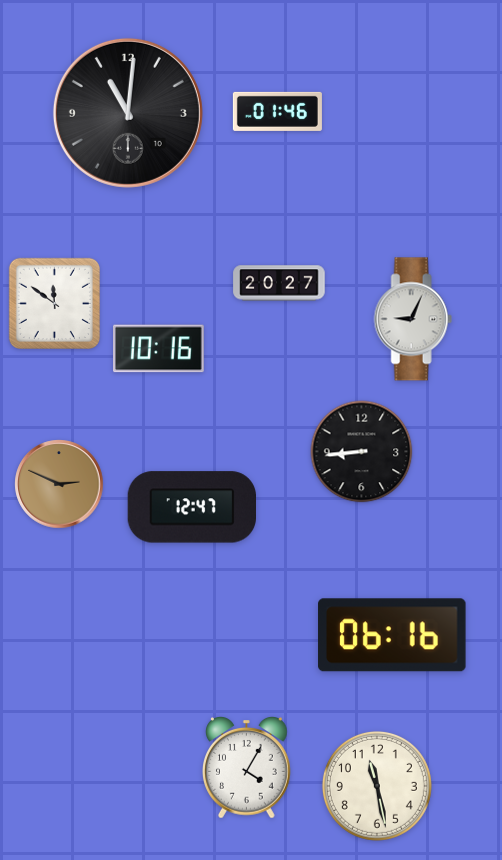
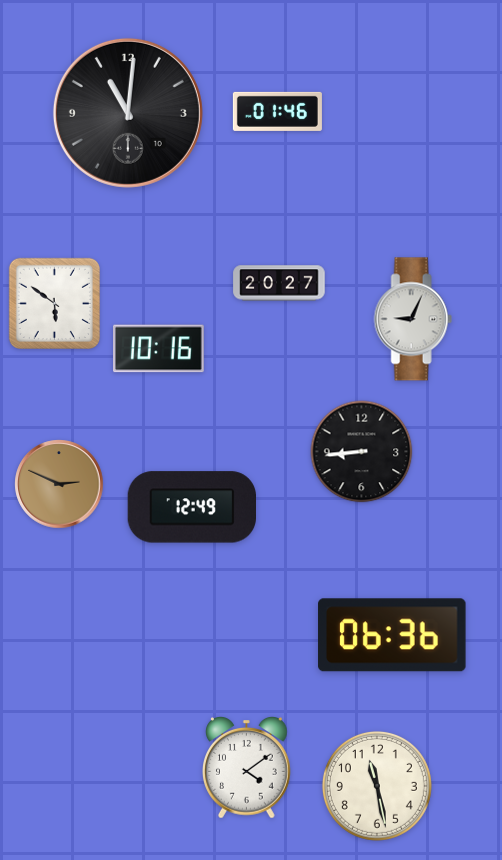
clock at (54, 303): 11:51 -> 5:51
clock at (191, 507): 12:47 -> 12:49
clock at (392, 635): 06:16 -> 06:36
clock at (247, 768): 4:05 -> 4:09
